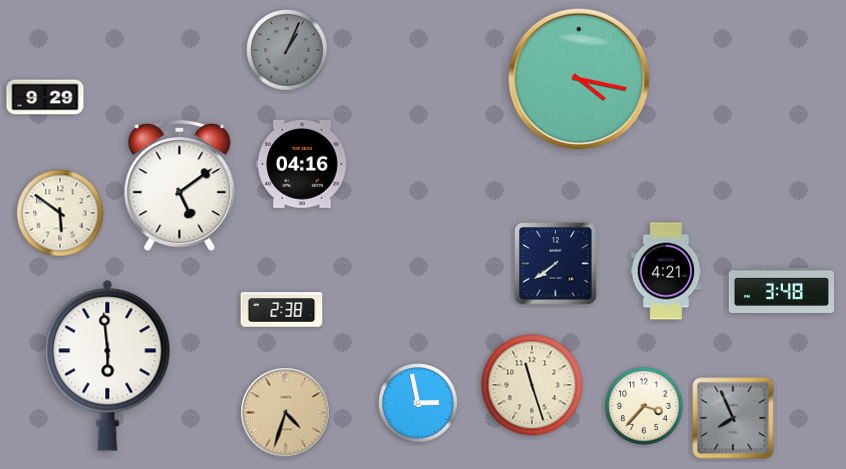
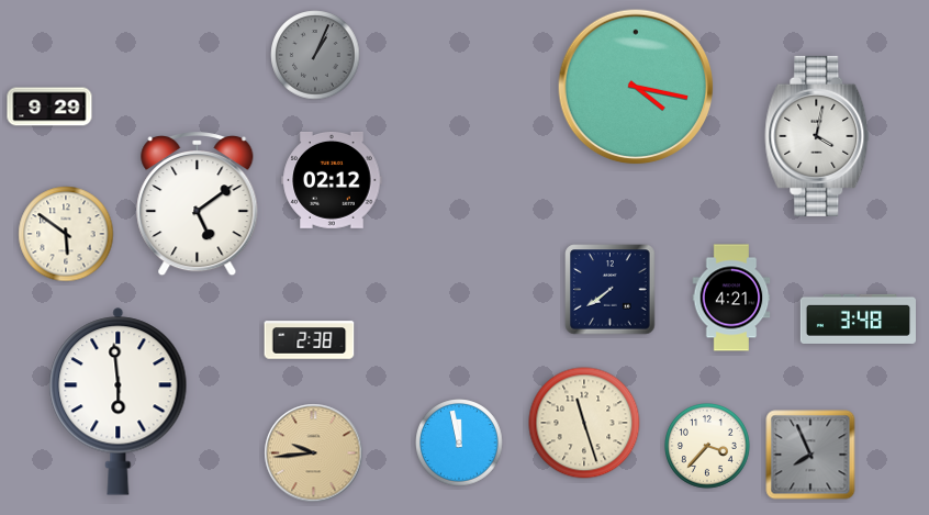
clock at (817, 136): none -> 4:02
clock at (302, 164): 04:16 -> 02:12
clock at (418, 403): 2:58 -> 11:58
clock at (286, 413): 4:33 -> 9:44
clock at (733, 418) position: (733, 418) -> (810, 455)
